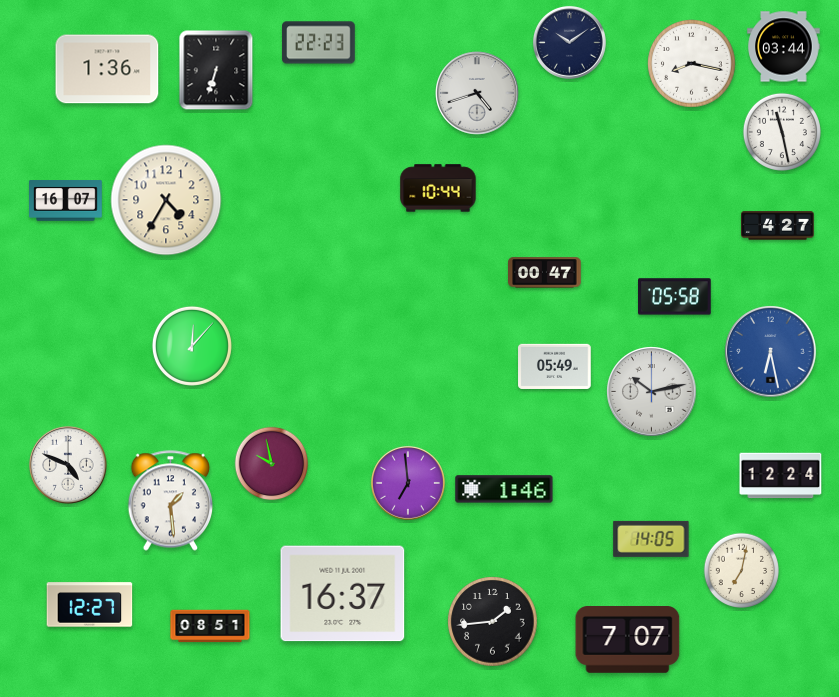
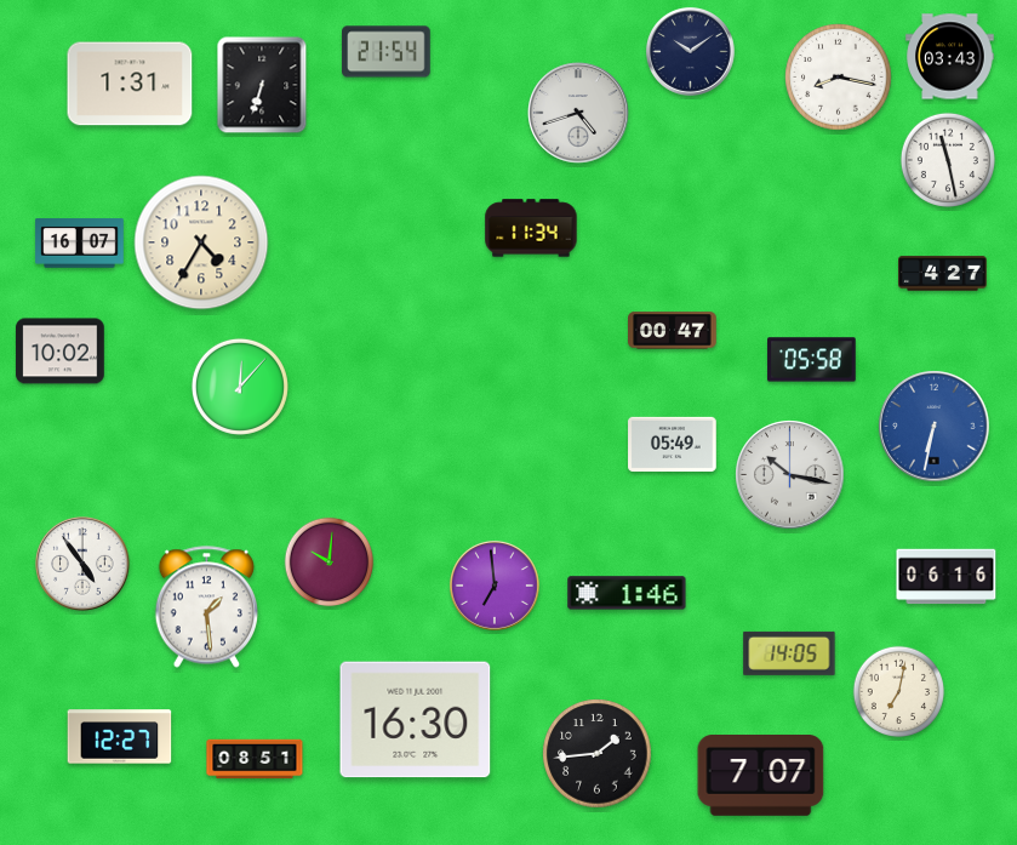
clock at (319, 43): 22:23 -> 21:54
clock at (784, 47): 03:44 -> 03:43
clock at (107, 69): 1:36 -> 1:31
clock at (438, 188): 10:44 -> 11:34
clock at (545, 273) position: (545, 273) -> (673, 331)
clock at (61, 352): none -> 10:02
clock at (675, 297) position: (675, 297) -> (812, 360)
clock at (192, 346) position: (192, 346) -> (240, 387)
clock at (771, 352): 6:28 -> 6:32
clock at (652, 392): 10:13 -> 10:17
clock at (272, 464): 9:58 -> 10:01
clock at (69, 466): 4:49 -> 4:54
clock at (781, 476): 12:24 -> 06:16
clock at (504, 489) position: (504, 489) -> (627, 593)
clock at (343, 594): 16:37 -> 16:30
clock at (90, 605) position: (90, 605) -> (120, 737)
